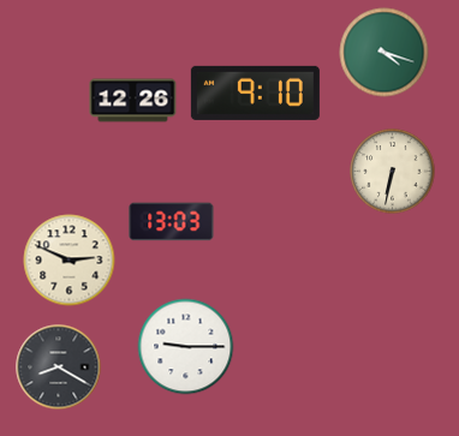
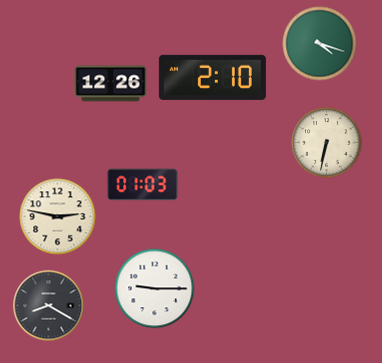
clock at (255, 92): 9:10 -> 2:10
clock at (172, 222): 13:03 -> 01:03
clock at (70, 261): 2:49 -> 2:47
